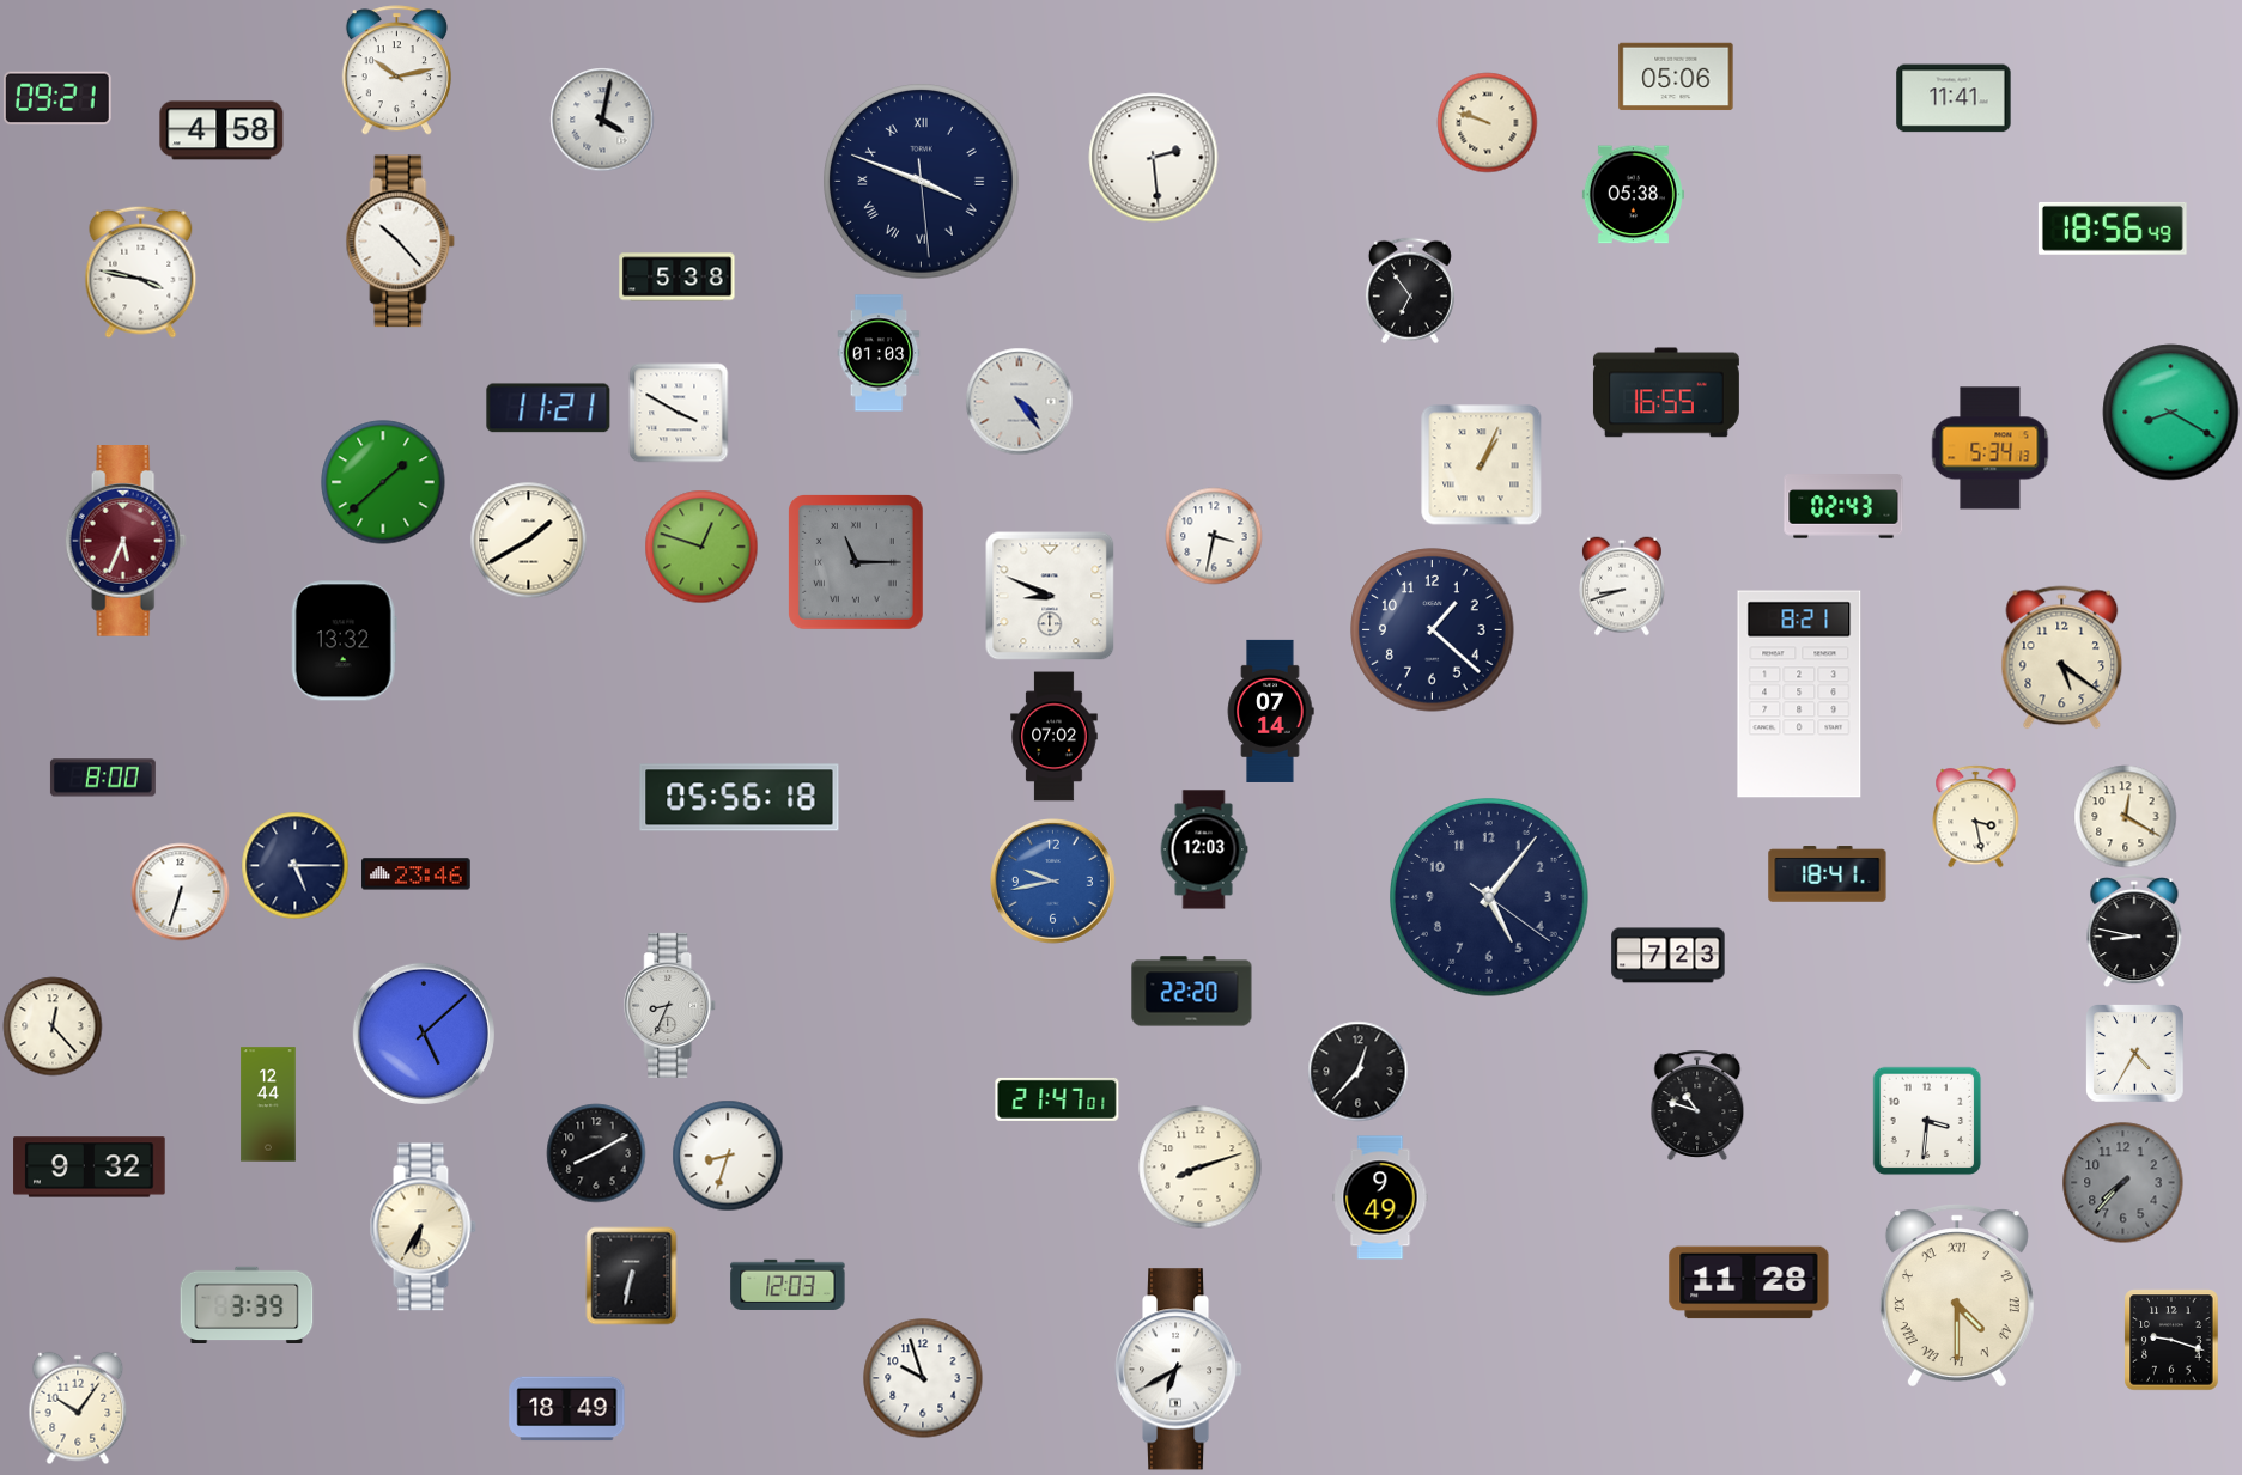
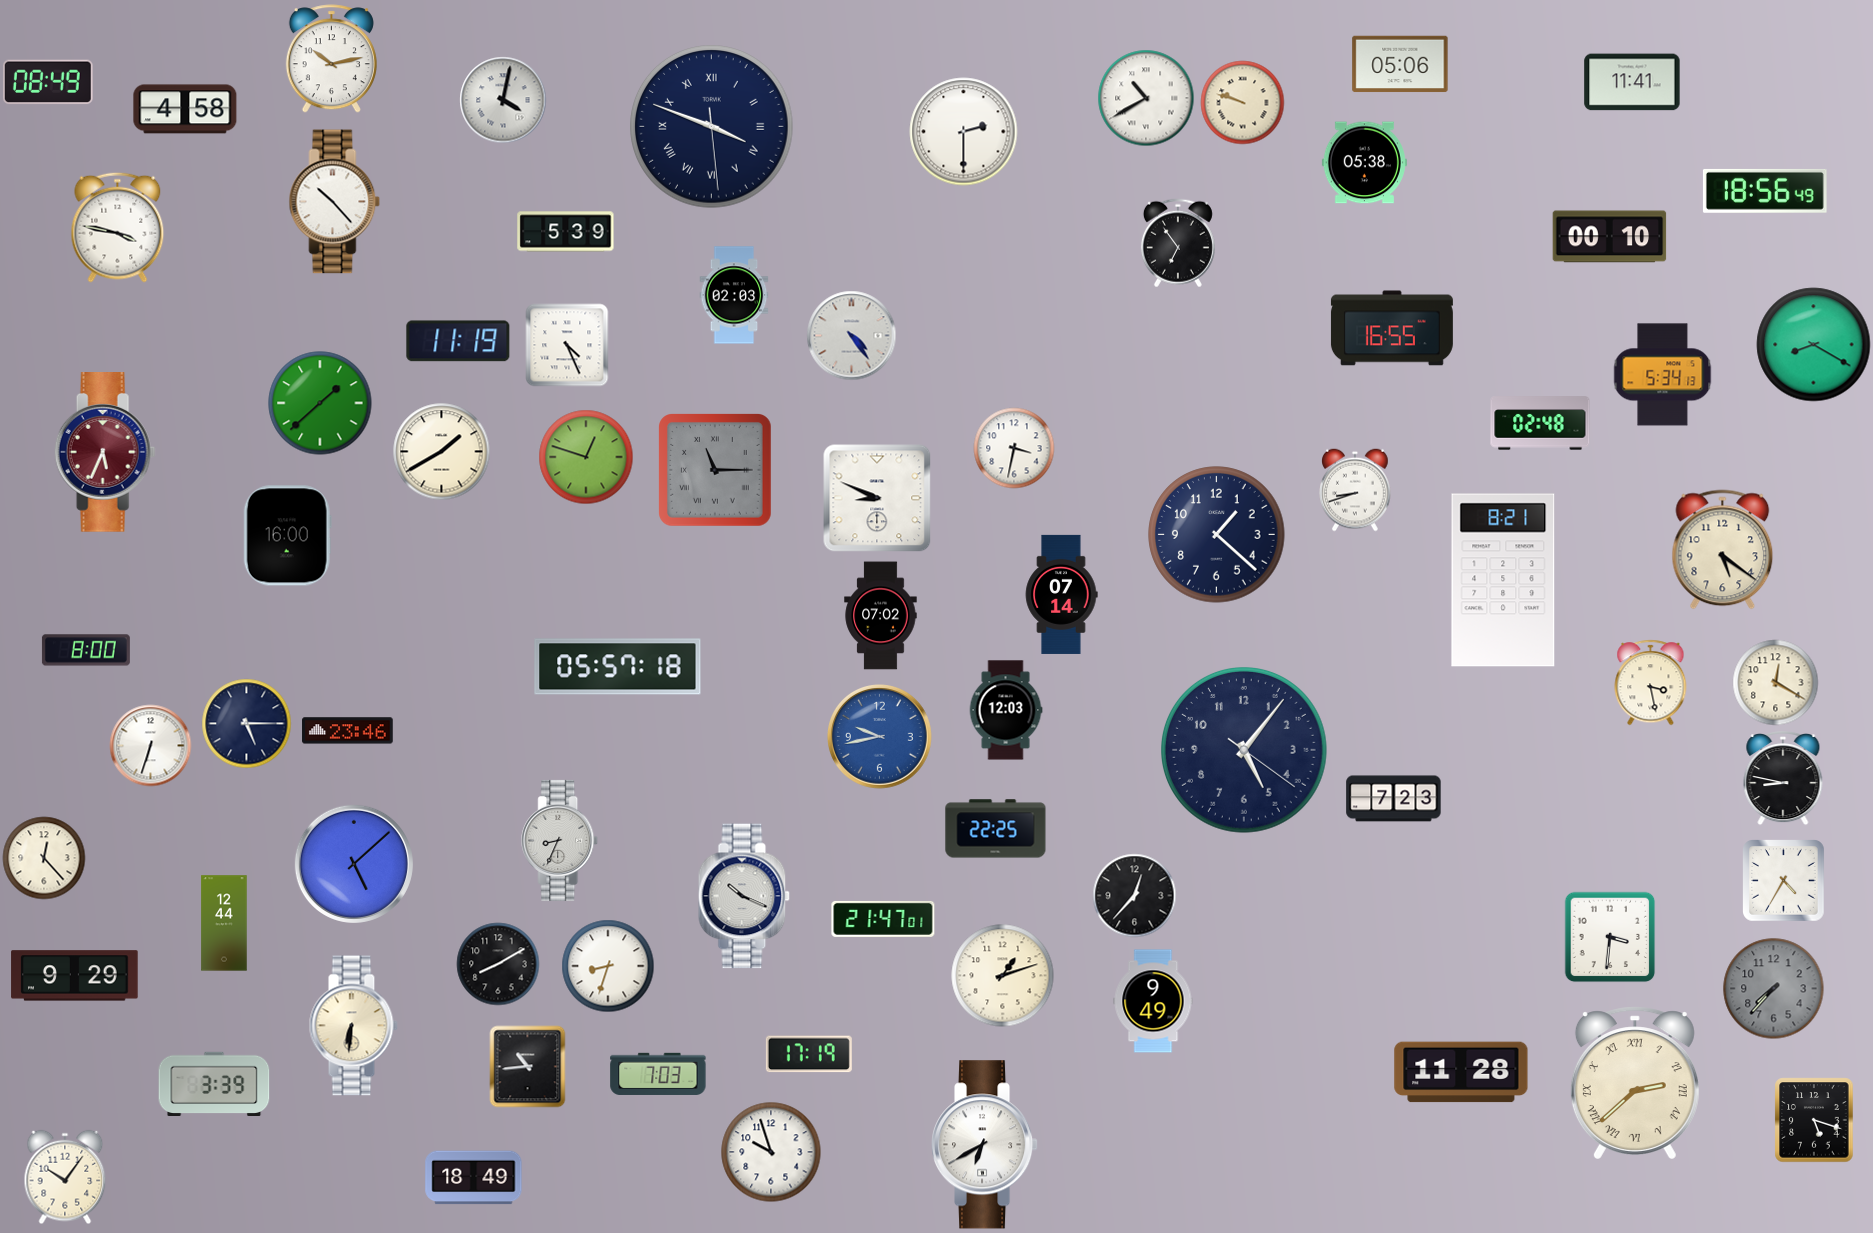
clock at (57, 98): 09:21 -> 08:49
clock at (1146, 98): none -> 10:40
clock at (1154, 158): 2:29 -> 2:30
clock at (922, 182) position: (922, 182) -> (712, 127)
clock at (678, 278): 5:38 -> 5:39
clock at (1610, 237): none -> 00:10
clock at (879, 353): 01:03 -> 02:03
clock at (548, 408): 11:21 -> 11:19
clock at (679, 413): 3:50 -> 4:26
clock at (1482, 465): 1:04 -> none
clock at (1843, 506): 02:43 -> 02:48
clock at (1433, 630) position: (1433, 630) -> (1217, 535)
clock at (344, 641): 13:32 -> 16:00
clock at (740, 798): 05:56 -> 05:57
clock at (1828, 874): 18:41 -> none
clock at (1192, 992): 22:20 -> 22:25
clock at (744, 896): none -> 10:19
clock at (1697, 1104): 10:48 -> none
clock at (90, 1168): 9:32 -> 9:29
clock at (1201, 1168): 8:12 -> 1:12
clock at (423, 1227): 6:35 -> 6:31
clock at (809, 1054): none -> 17:19
clock at (632, 1276): 6:32 -> 10:44
clock at (788, 1285): 12:03 -> 7:03
clock at (1957, 1296): 4:30 -> 2:38
clock at (247, 1304) position: (247, 1304) -> (214, 1083)
clock at (2171, 1340): 9:18 -> 5:18
